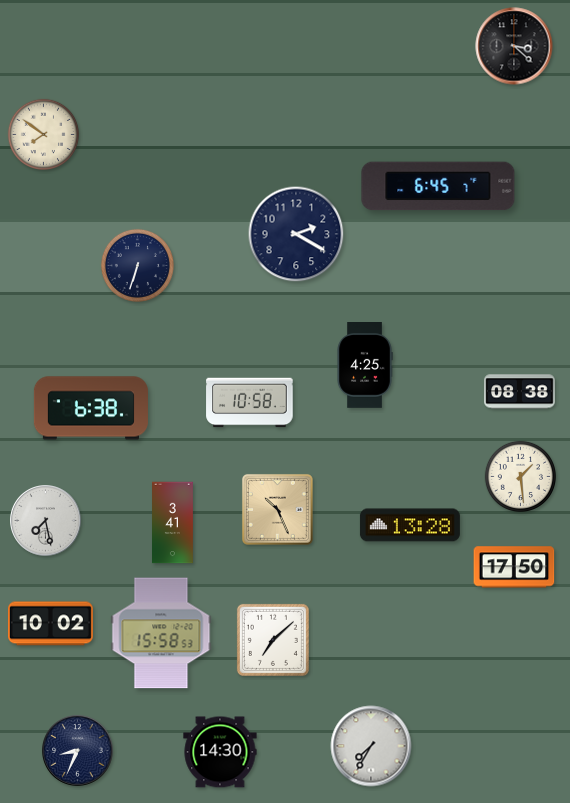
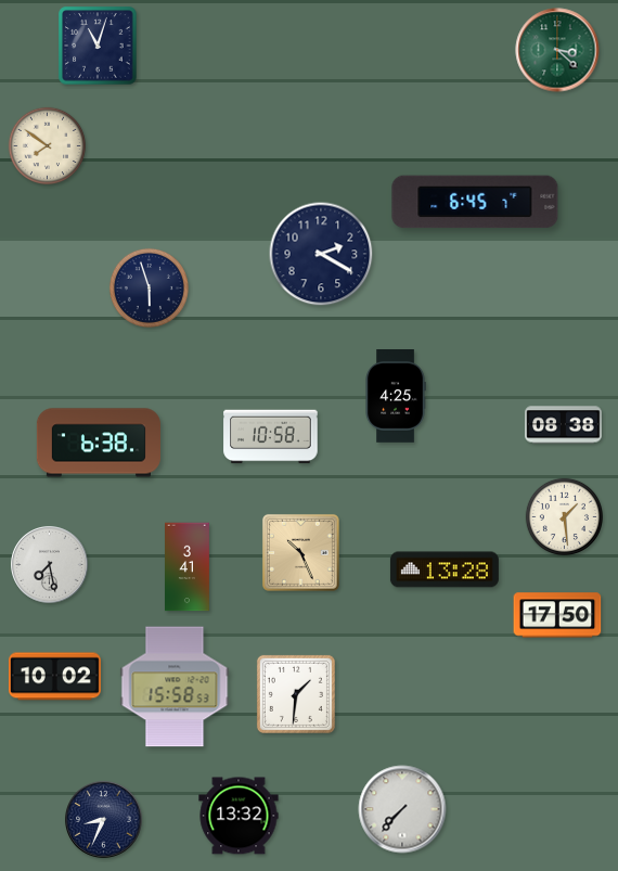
clock at (98, 46): none -> 11:03
clock at (514, 46) dial: black -> green
clock at (137, 265): 6:33 -> 5:57
clock at (273, 640): 7:08 -> 1:31
clock at (371, 746): 7:35 -> 7:37
clock at (78, 751) position: (78, 751) -> (104, 820)
clock at (220, 752): 14:30 -> 13:32
